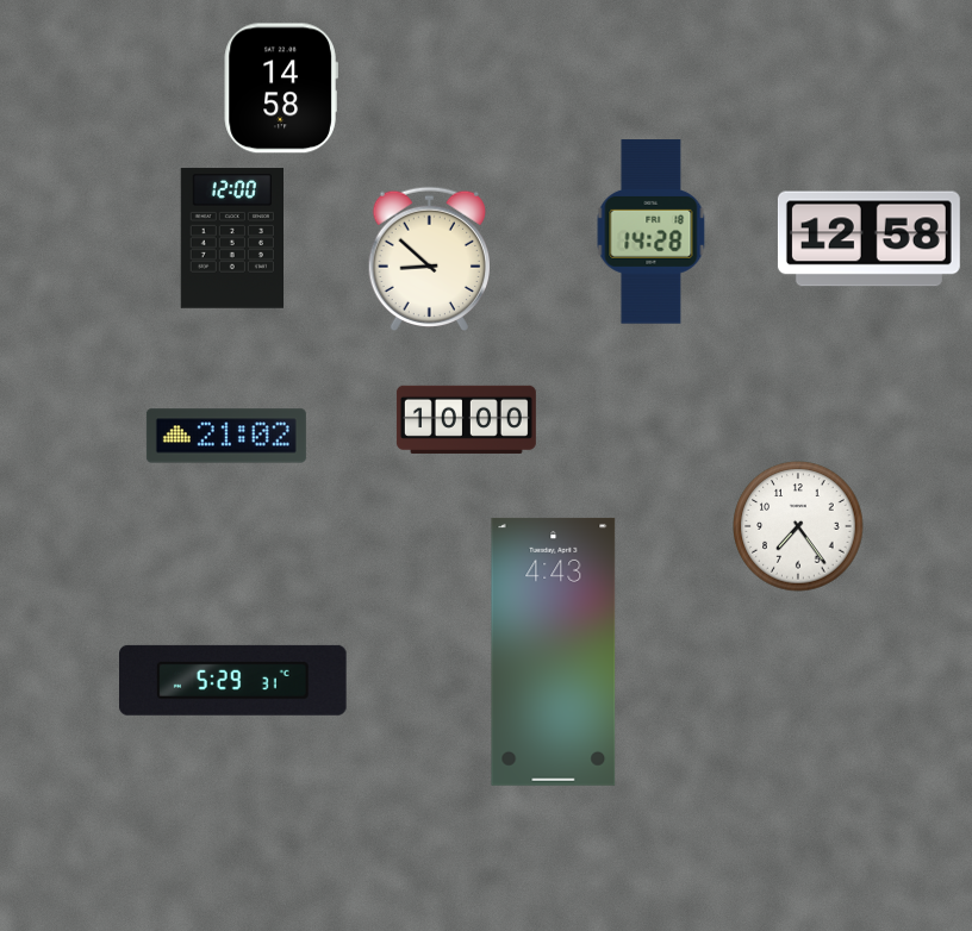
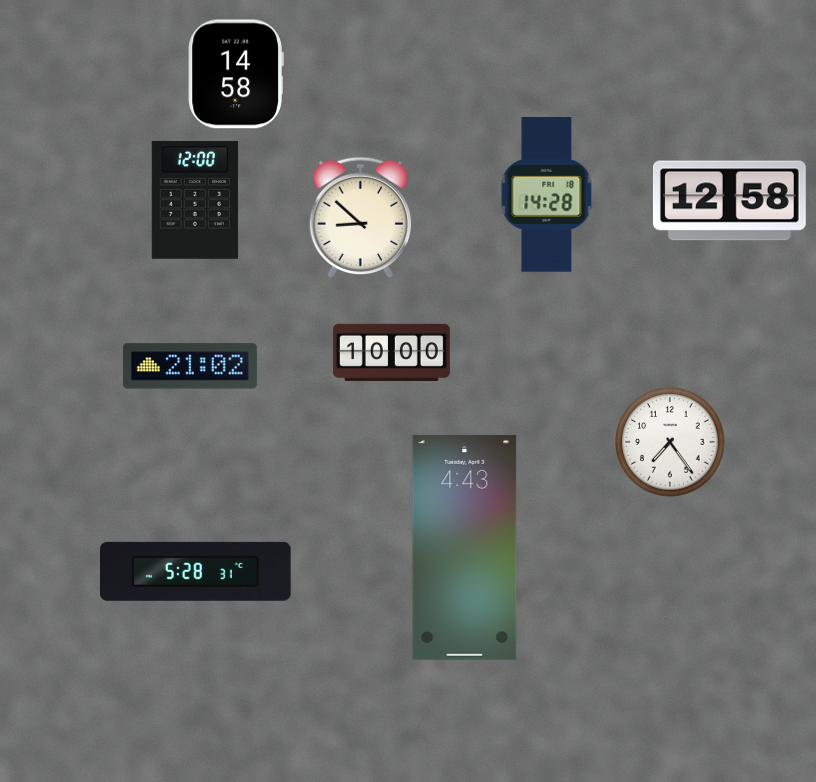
clock at (233, 680): 5:29 -> 5:28
